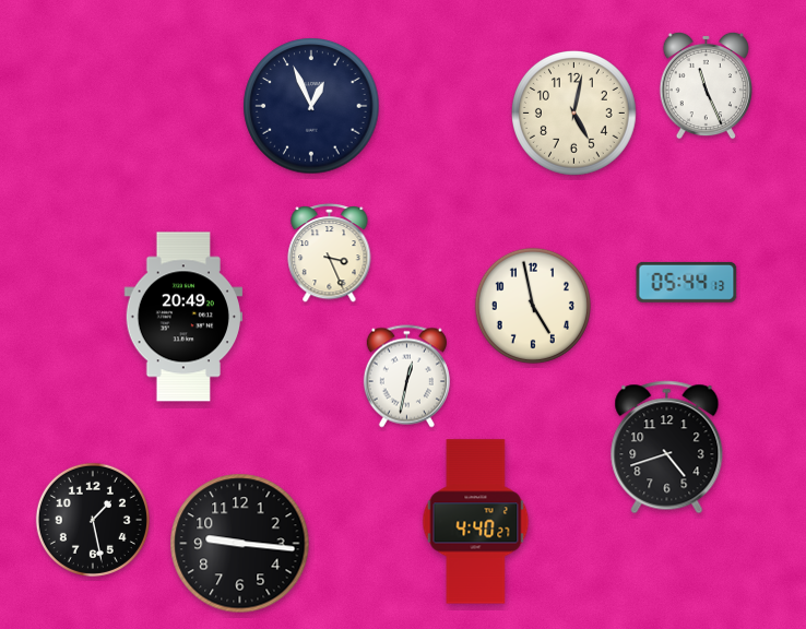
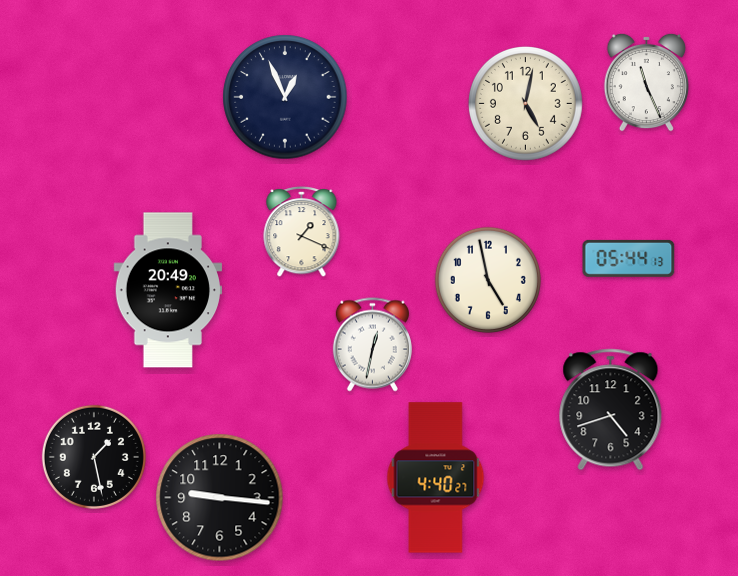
clock at (706, 85) position: (706, 85) -> (646, 82)
clock at (330, 252): 3:26 -> 1:19
clock at (93, 520) position: (93, 520) -> (94, 457)
